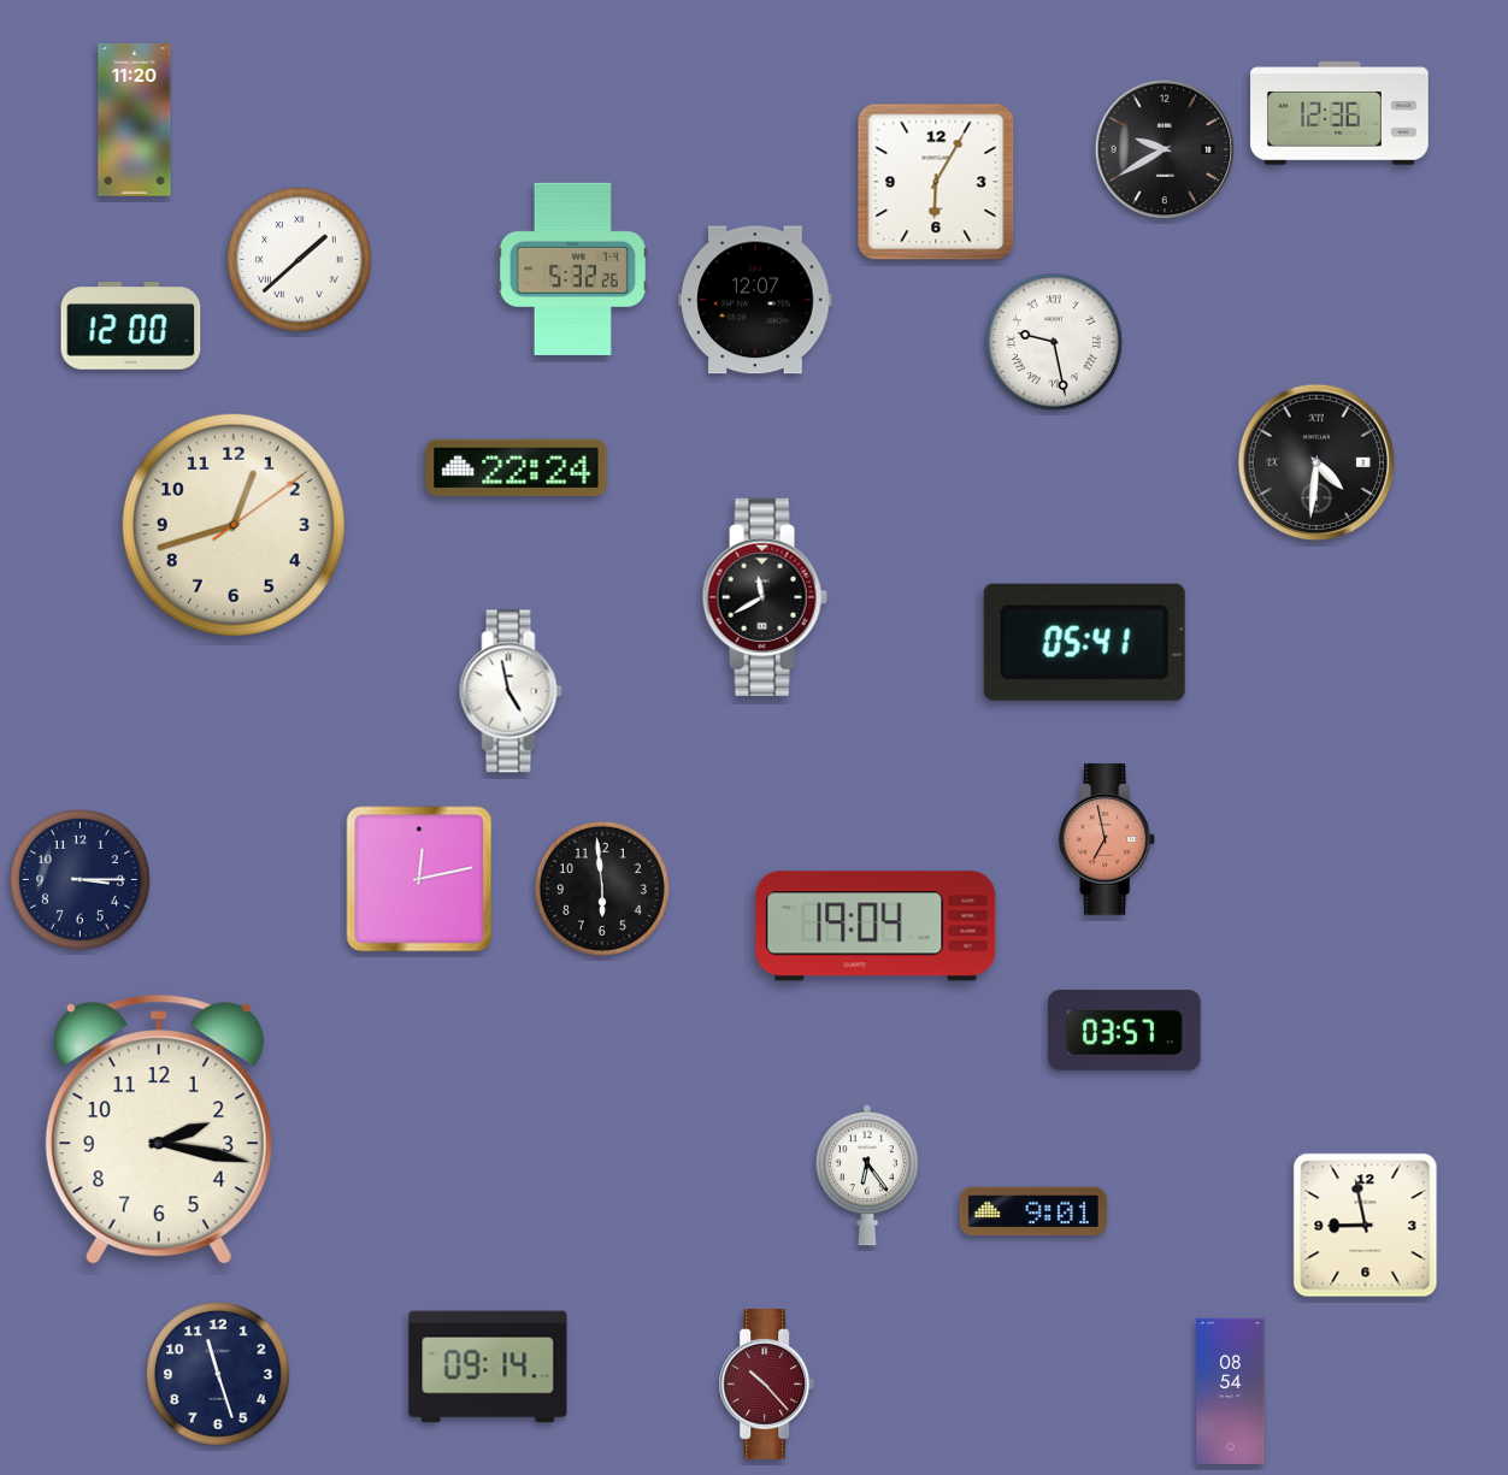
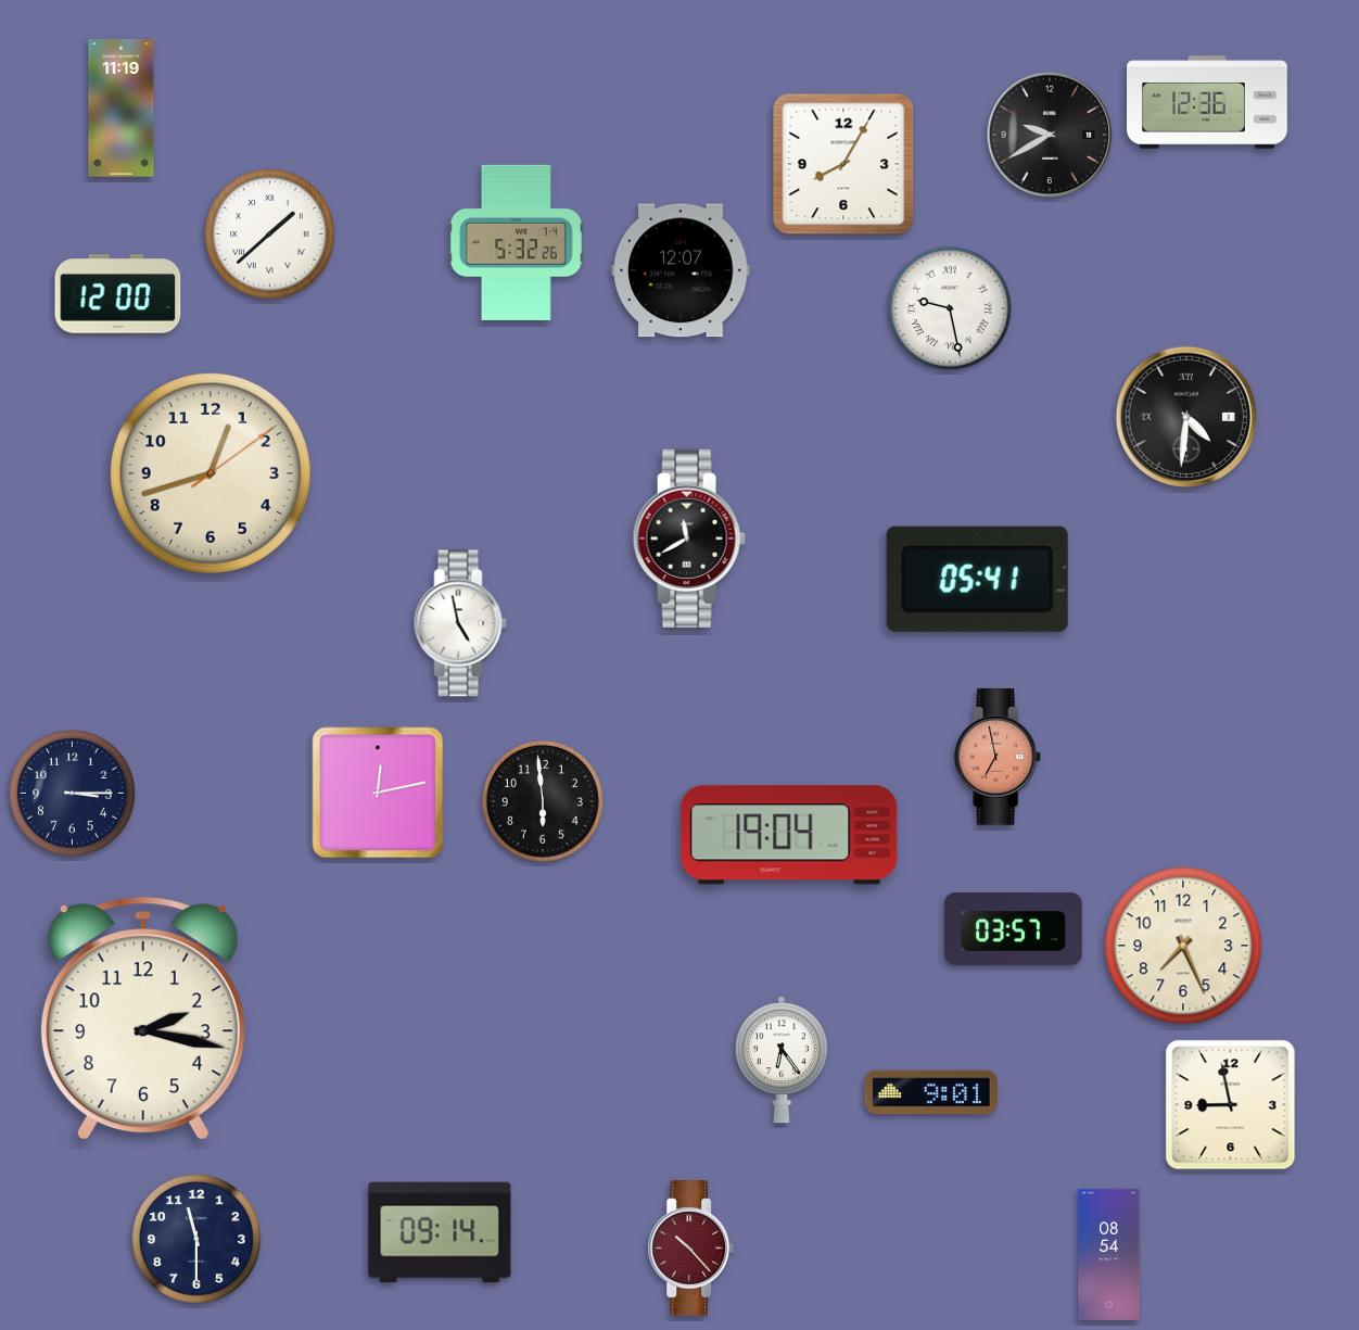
clock at (135, 120): 11:20 -> 11:19
clock at (936, 182): 6:05 -> 8:05
clock at (517, 467): 22:24 -> none
clock at (1183, 946): none -> 7:26
clock at (219, 1375): 11:27 -> 11:30
